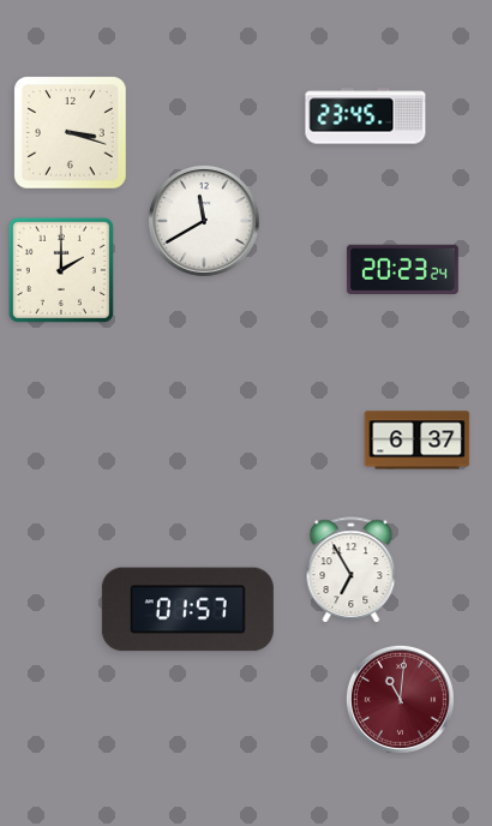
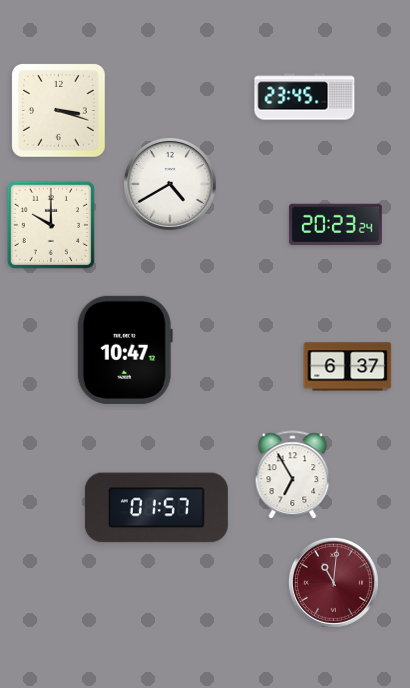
clock at (204, 221): 11:40 -> 4:40
clock at (61, 270): 2:00 -> 10:00
clock at (125, 350): none -> 10:47
